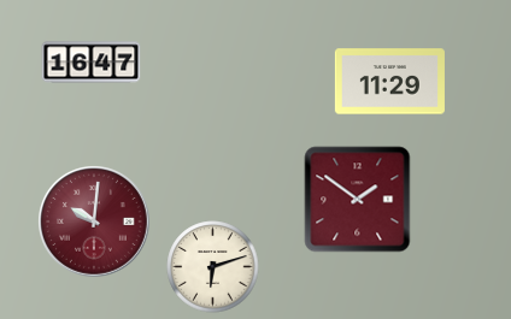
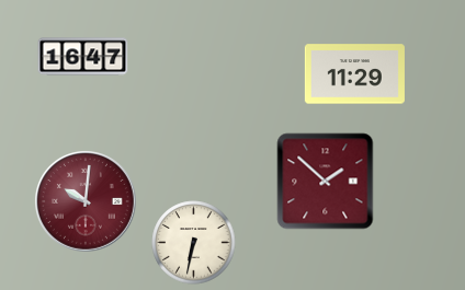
clock at (358, 200): 1:51 -> 1:52
clock at (213, 267): 6:12 -> 6:32
